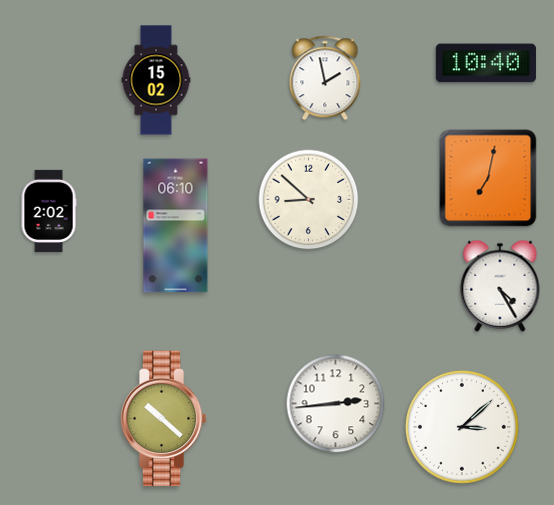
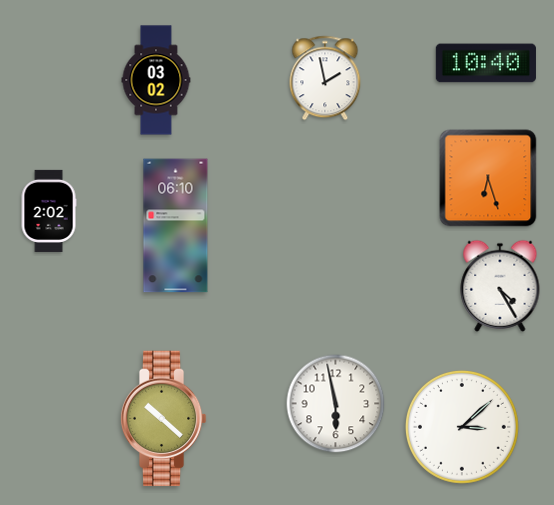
clock at (156, 80): 15:02 -> 03:02
clock at (488, 178): 7:02 -> 6:27
clock at (309, 200): 8:52 -> none
clock at (336, 404): 2:44 -> 5:58
